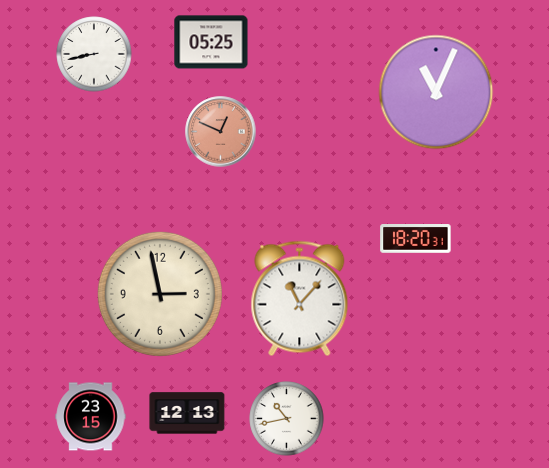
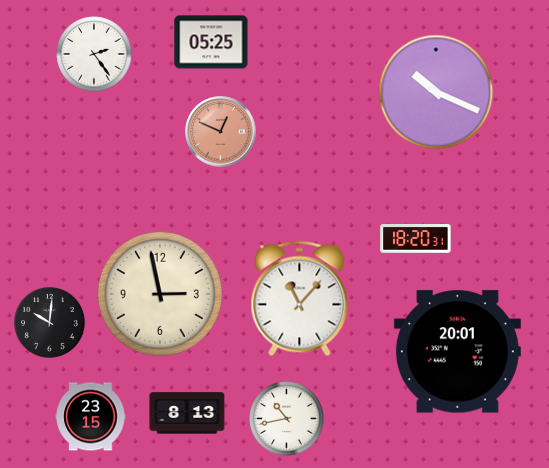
clock at (94, 54): 8:43 -> 2:24
clock at (436, 92): 11:04 -> 10:19
clock at (49, 322): none -> 10:01
clock at (457, 352): none -> 20:01
clock at (187, 413): 12:13 -> 8:13
